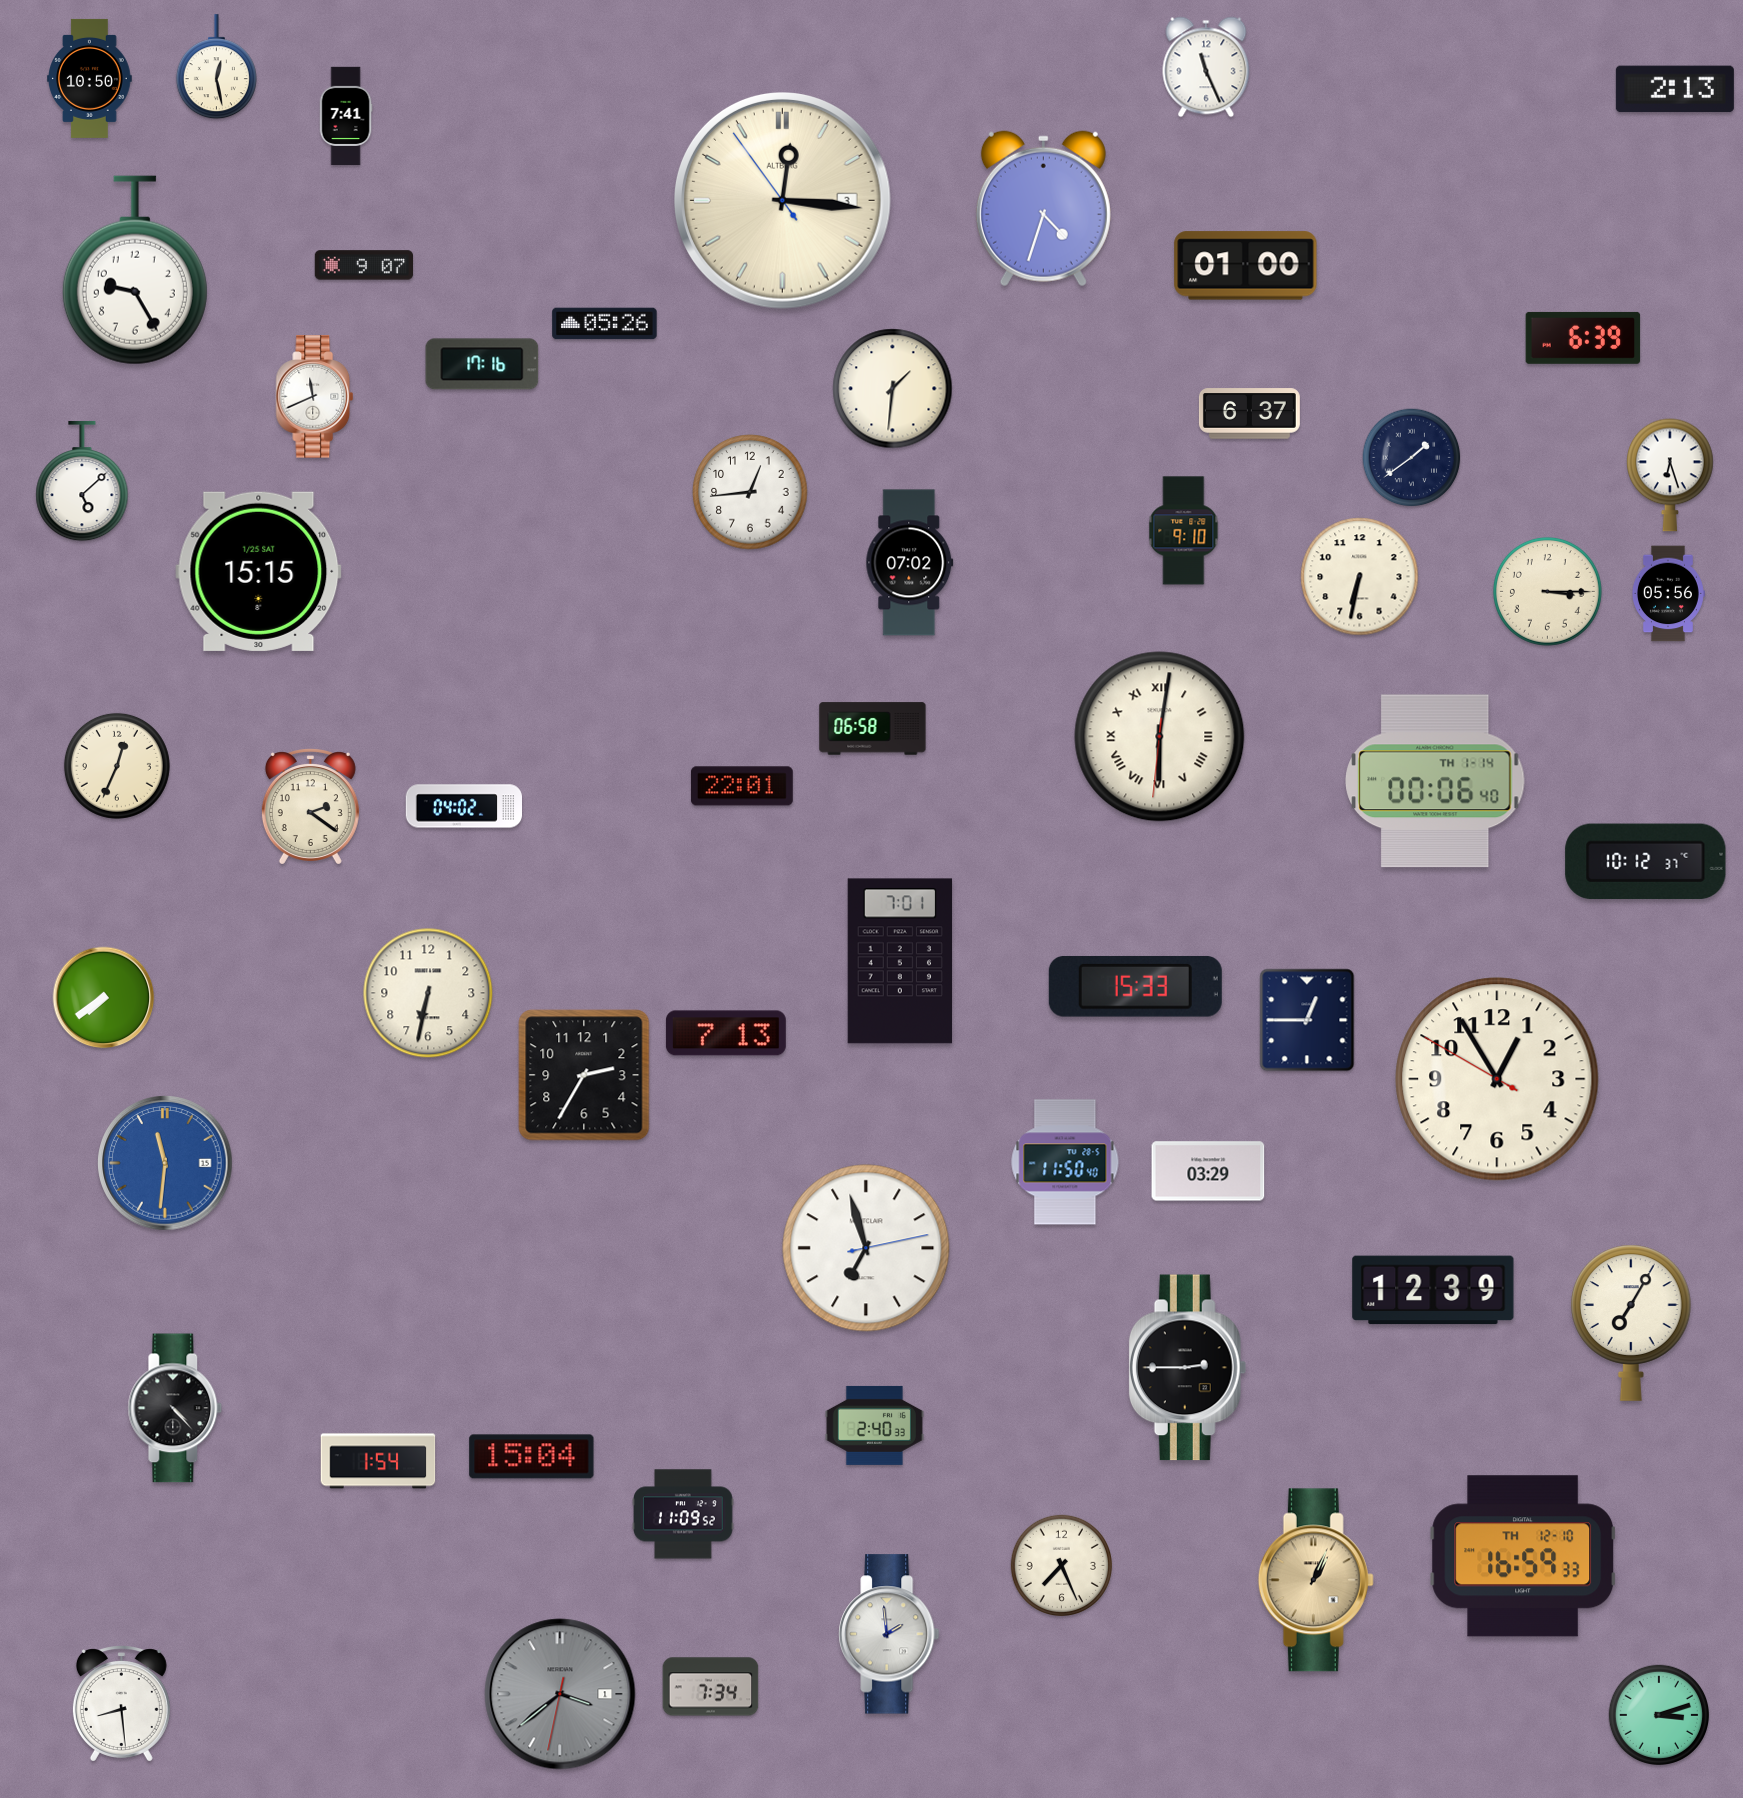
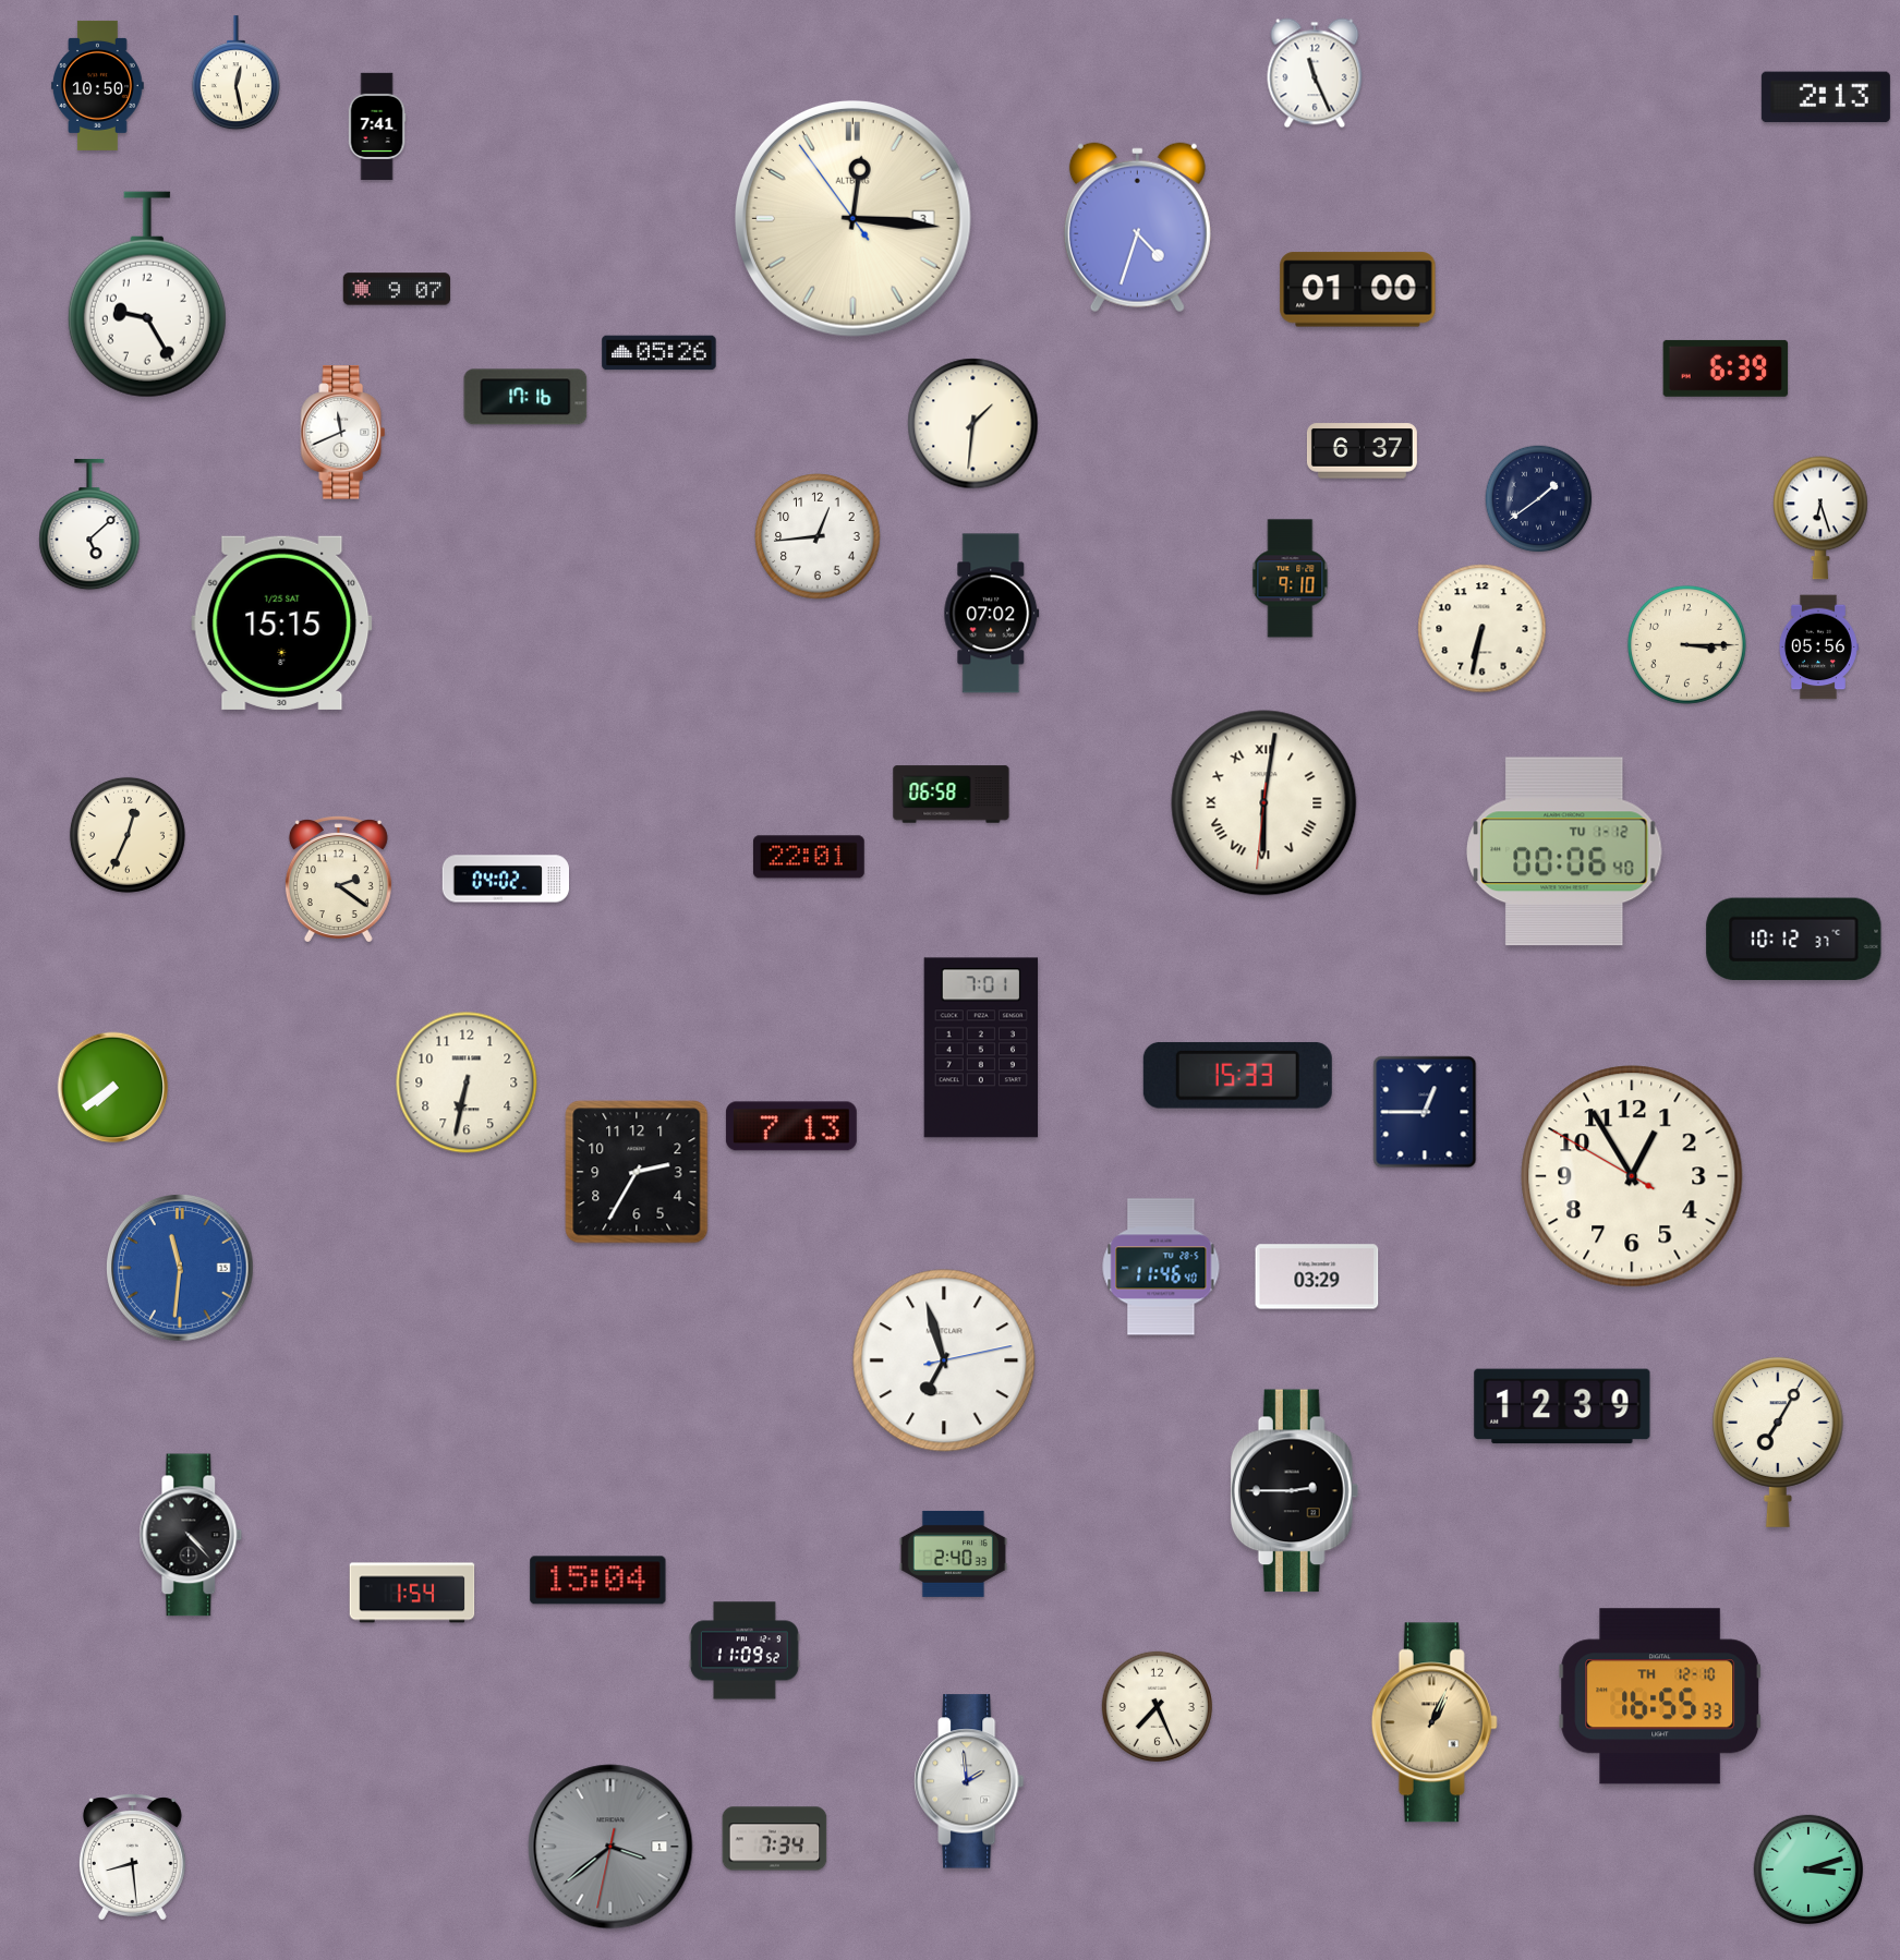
clock at (1435, 781) date: TH 1-14 -> TU 1-12
clock at (1065, 1162): 11:50 -> 11:46
clock at (532, 1457) position: (532, 1457) -> (598, 1581)
clock at (1523, 1556): 16:59 -> 16:55
